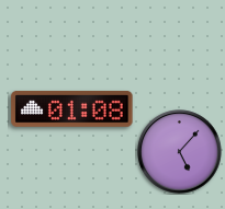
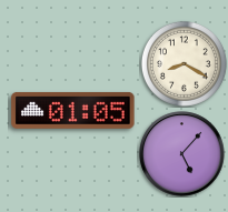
clock at (184, 63): none -> 8:20
clock at (72, 108): 01:08 -> 01:05
